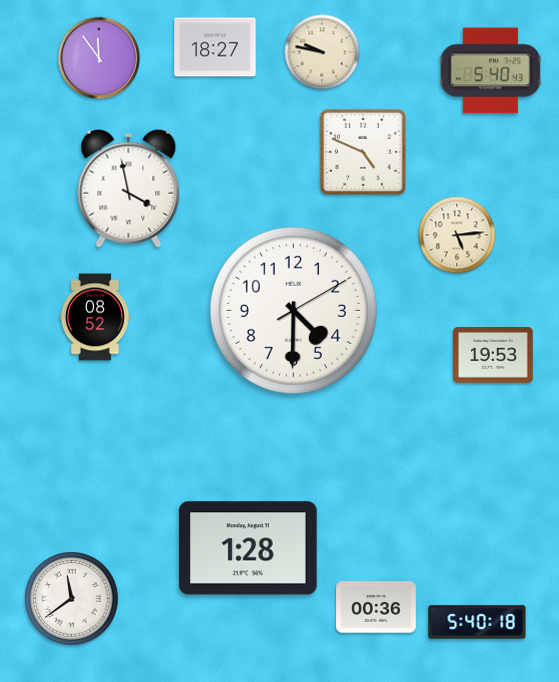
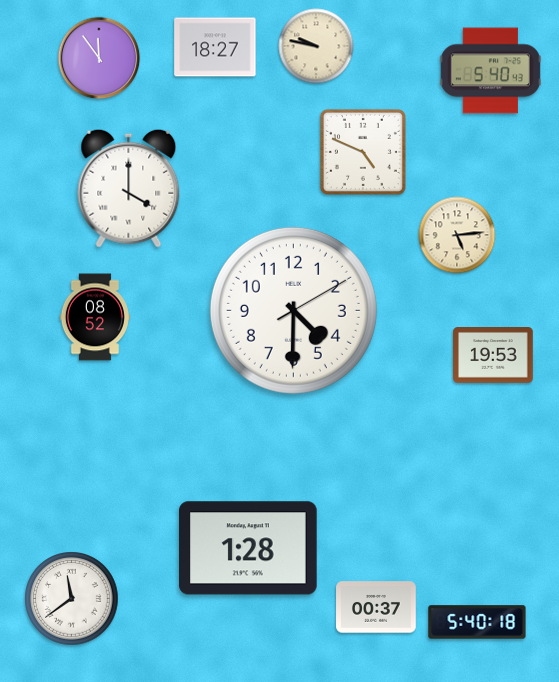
clock at (322, 52) position: (322, 52) -> (316, 46)
clock at (129, 188): 3:58 -> 4:00
clock at (376, 607): 00:36 -> 00:37
